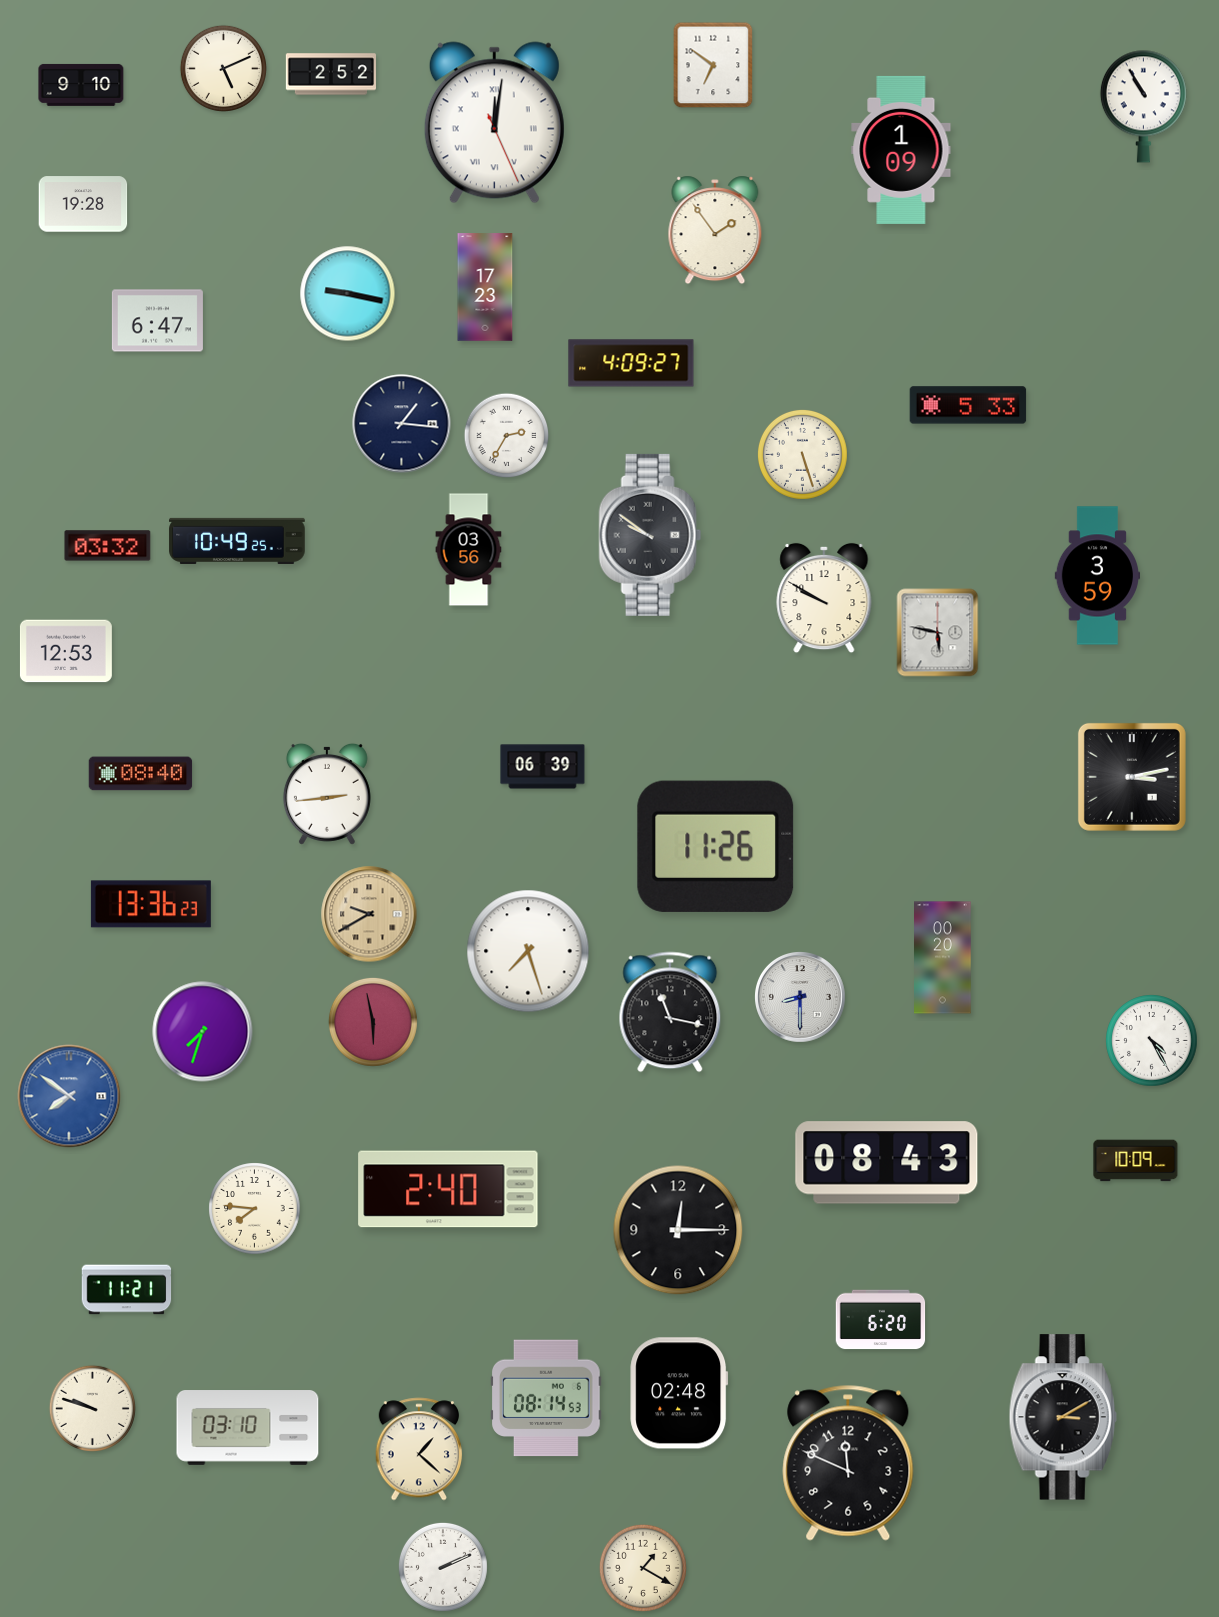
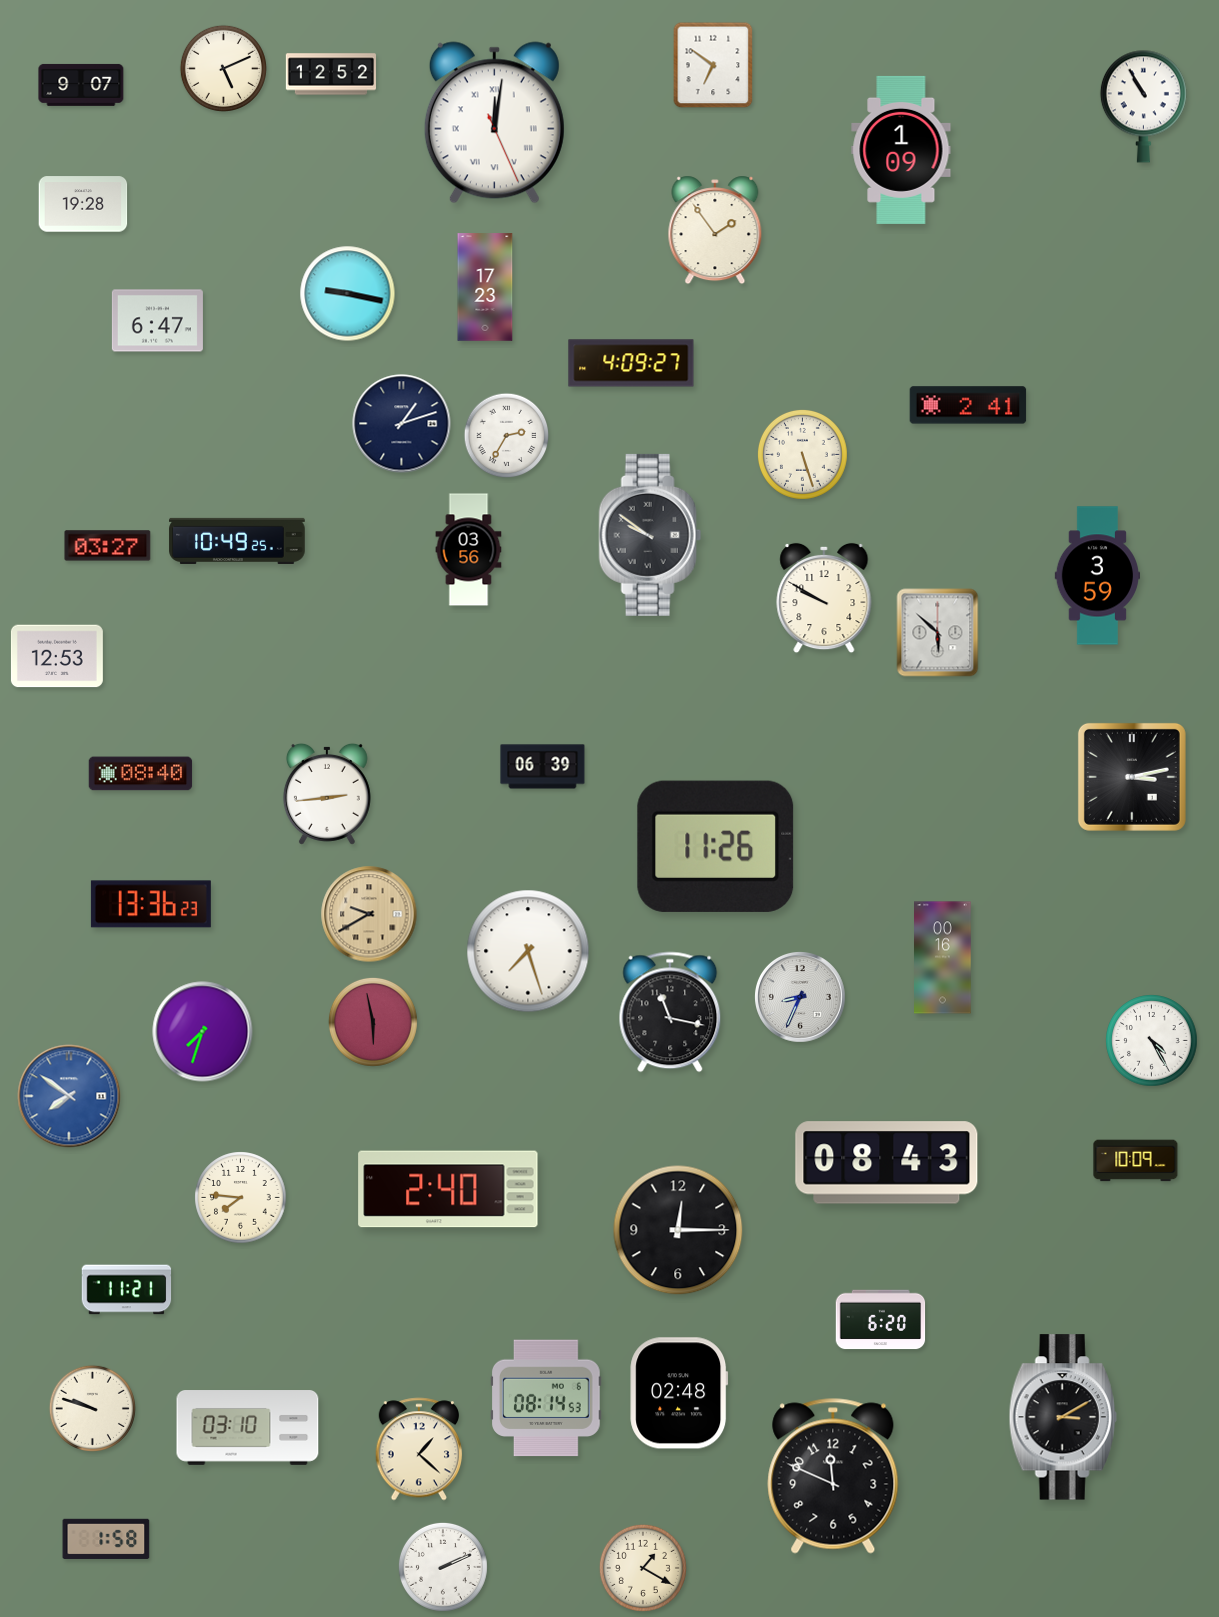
clock at (330, 74): 2:52 -> 12:52
clock at (81, 85): 9:10 -> 9:07
clock at (968, 405): 5:33 -> 2:41
clock at (402, 424): 1:16 -> 1:12
clock at (108, 546): 03:32 -> 03:27
clock at (938, 633): 5:47 -> 5:52
clock at (66, 651) position: (66, 651) -> (57, 656)
clock at (943, 958): 00:20 -> 00:16
clock at (801, 998): 8:30 -> 8:34
clock at (255, 1209) position: (255, 1209) -> (241, 1198)
clock at (848, 1463) position: (848, 1463) -> (833, 1476)
clock at (106, 1539): none -> 1:58
